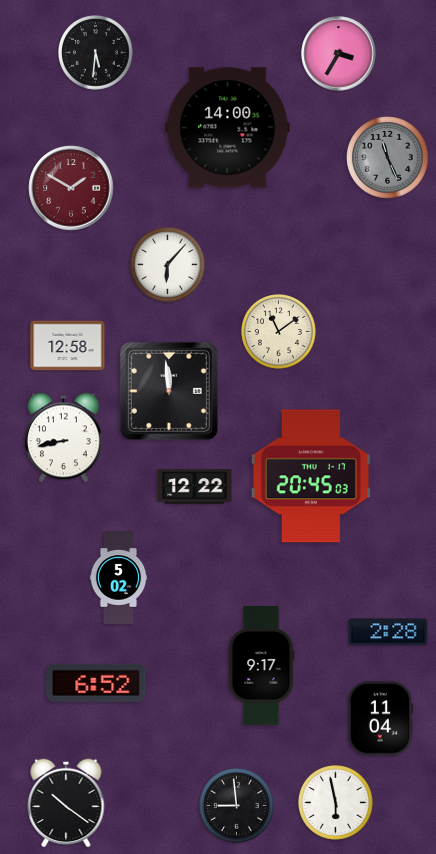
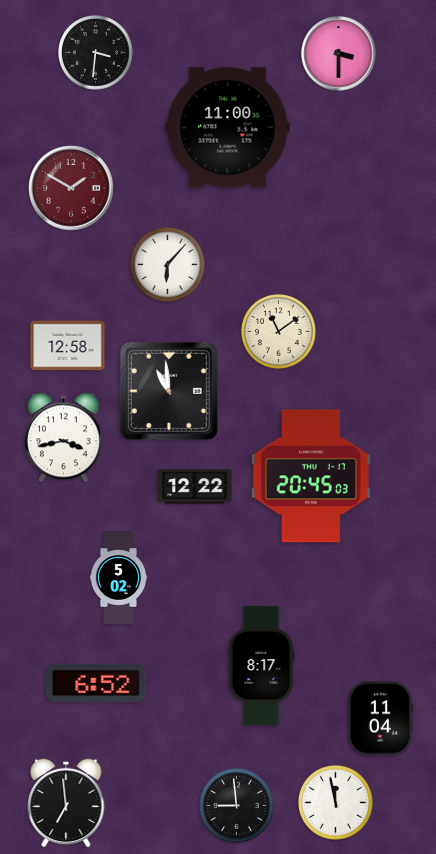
clock at (96, 53): 5:31 -> 3:31
clock at (339, 54): 3:35 -> 3:30
clock at (228, 128): 14:00 -> 11:00
clock at (388, 158): 11:26 -> none
clock at (169, 391): 11:59 -> 10:59
clock at (64, 438): 8:43 -> 3:43
clock at (388, 632): 2:28 -> none
clock at (261, 666): 9:17 -> 8:17
clock at (66, 803): 10:21 -> 6:59
clock at (336, 803): 5:58 -> 11:58
